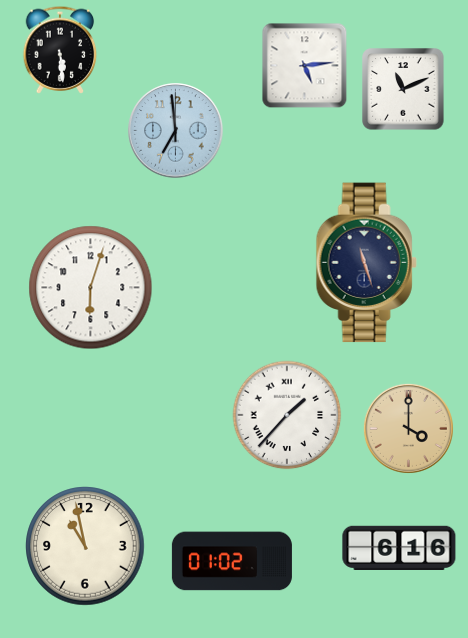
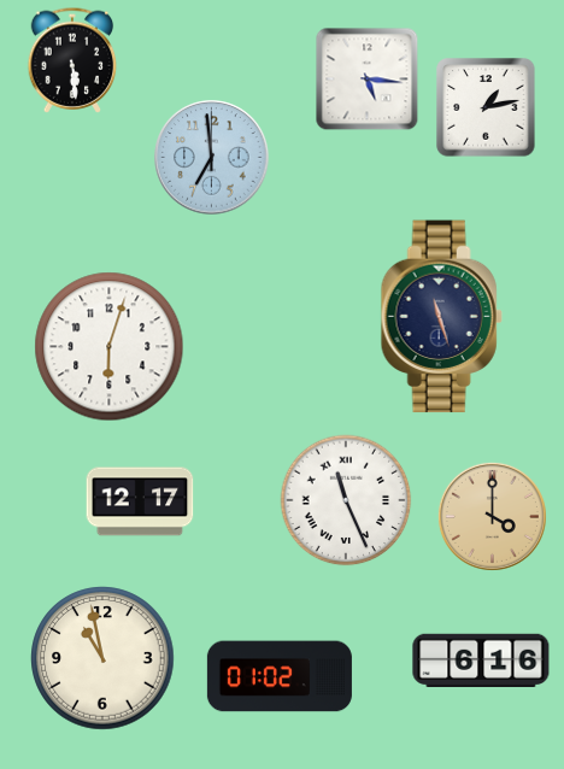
clock at (305, 66): 5:14 -> 5:16
clock at (403, 89): 11:11 -> 1:13
clock at (287, 415): 1:37 -> 11:26
clock at (140, 501): none -> 12:17
